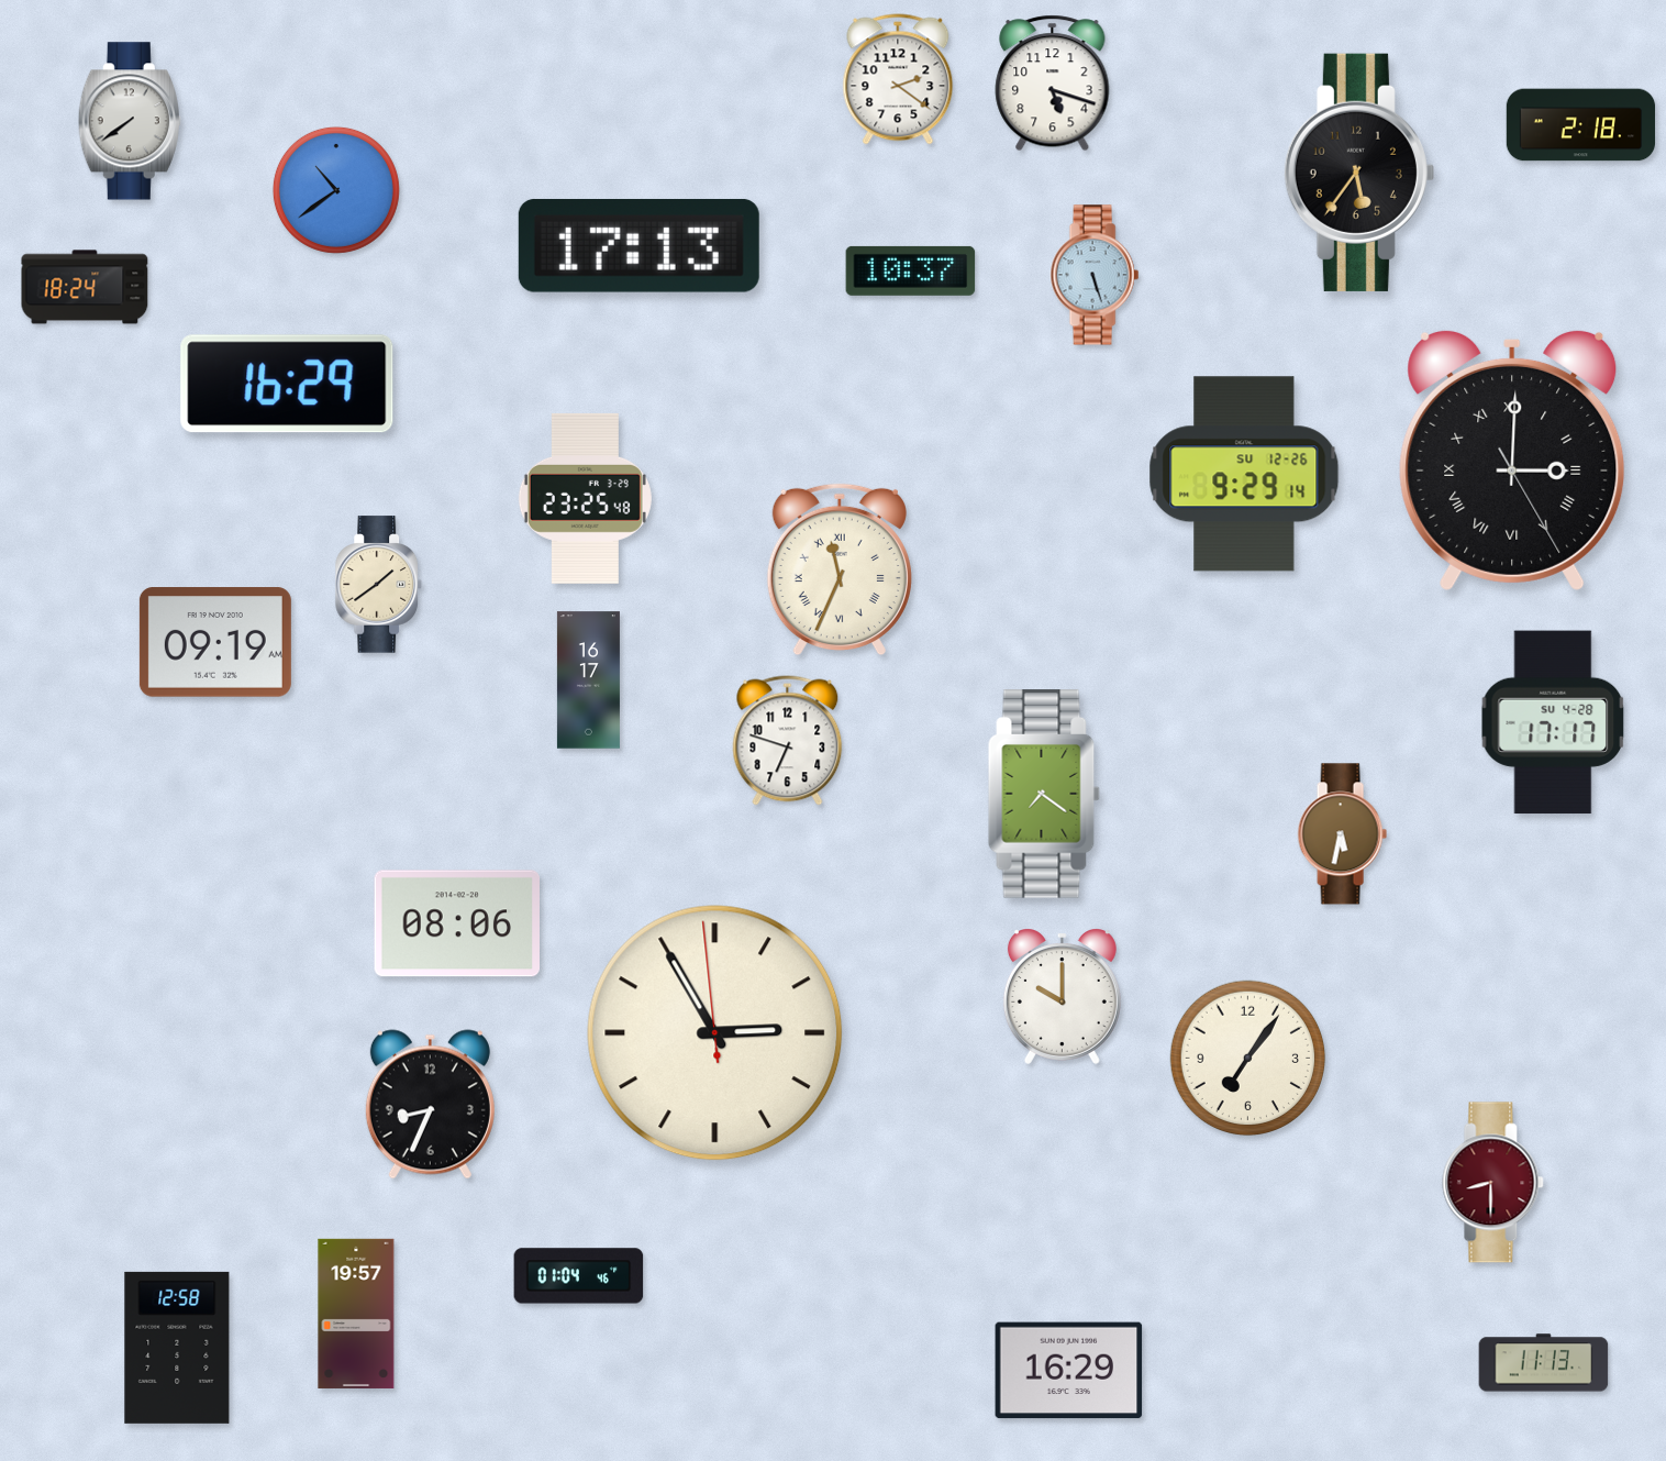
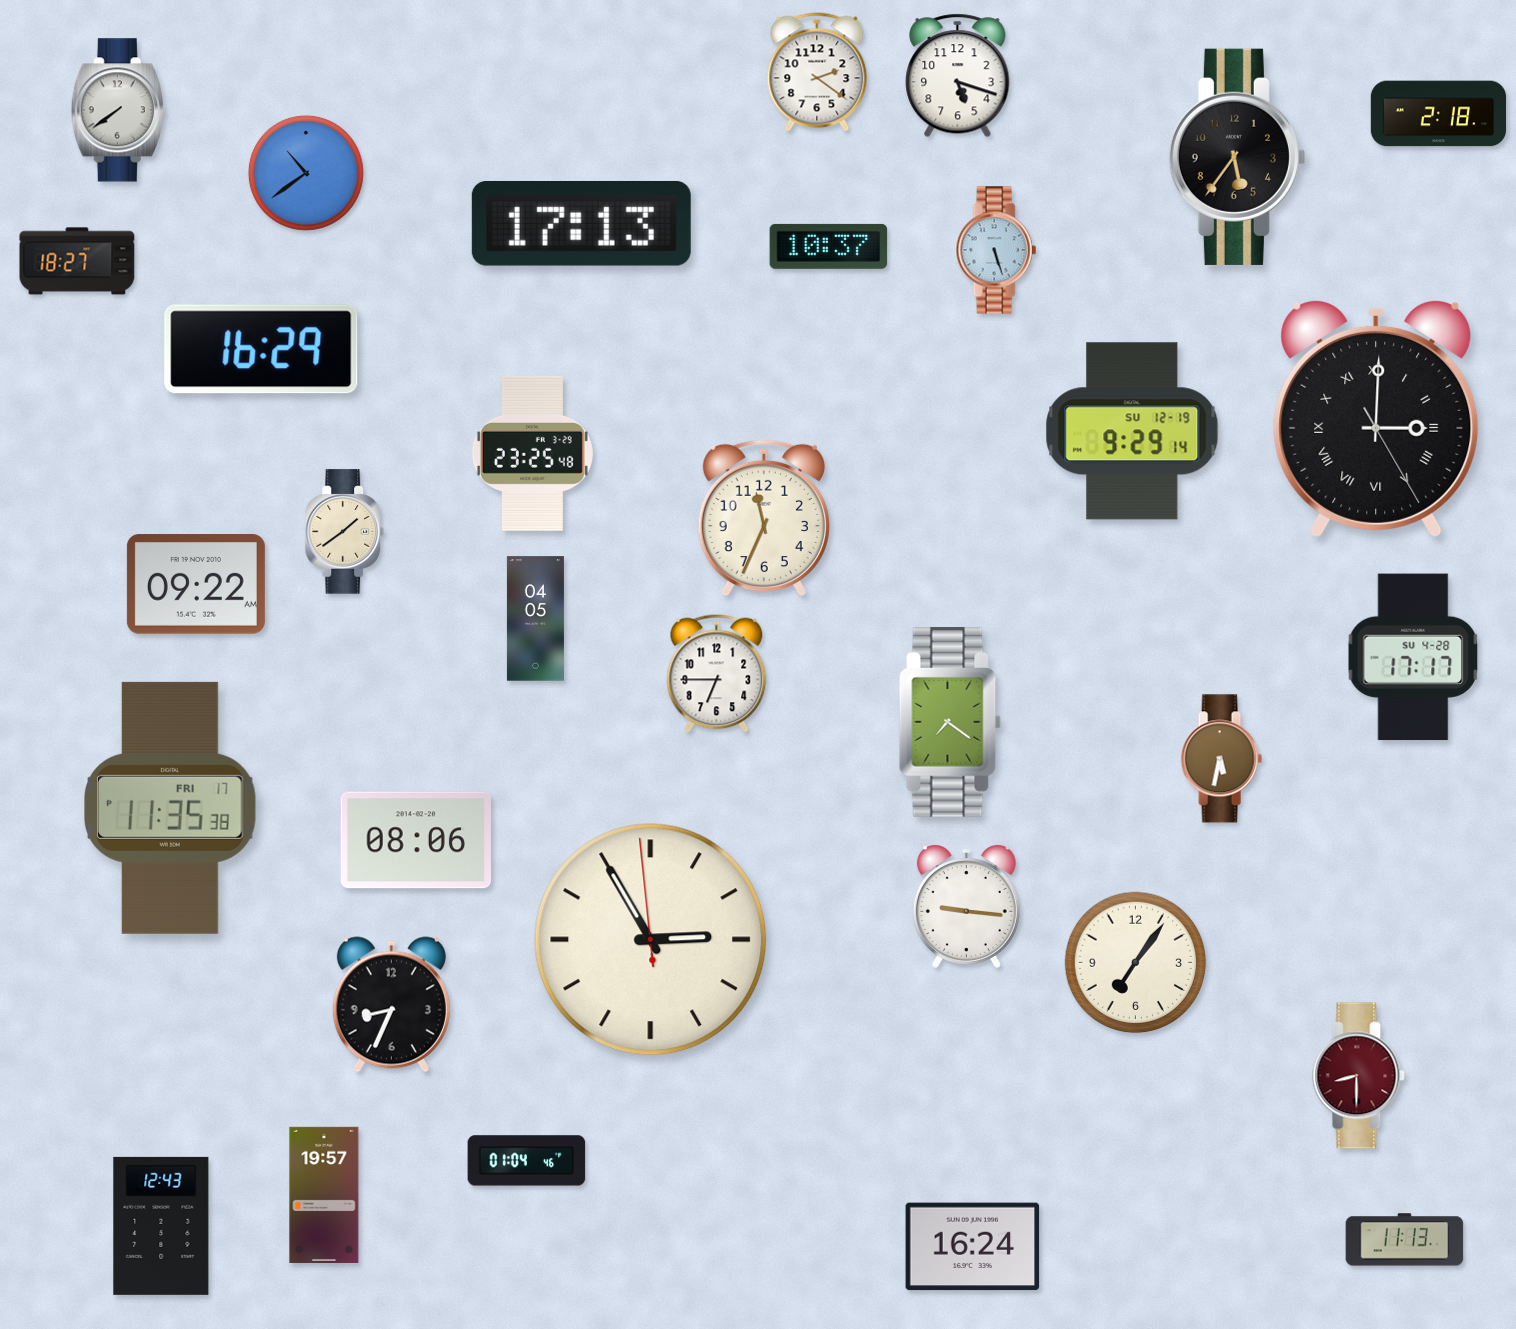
clock at (85, 287): 18:24 -> 18:27
clock at (1244, 474) date: SU 12-26 -> SU 12-19
clock at (840, 569) numerals: Roman -> Arabic
clock at (215, 642): 09:19 -> 09:22
clock at (588, 680): 16:17 -> 04:05
clock at (788, 741): 6:48 -> 6:45
clock at (171, 808): none -> 11:35
clock at (1062, 996): 10:00 -> 9:16
clock at (177, 1348): 12:58 -> 12:43
clock at (1069, 1371): 16:29 -> 16:24
